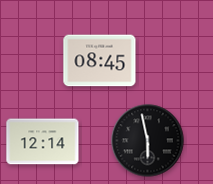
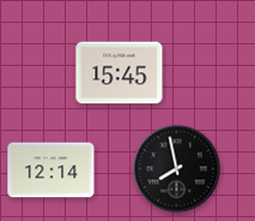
clock at (100, 61): 08:45 -> 15:45
clock at (148, 141): 5:58 -> 7:58
